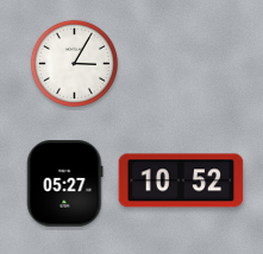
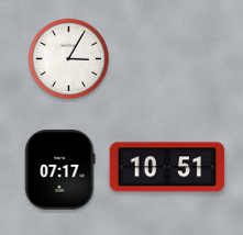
clock at (181, 180): 10:52 -> 10:51
clock at (65, 184): 05:27 -> 07:17
